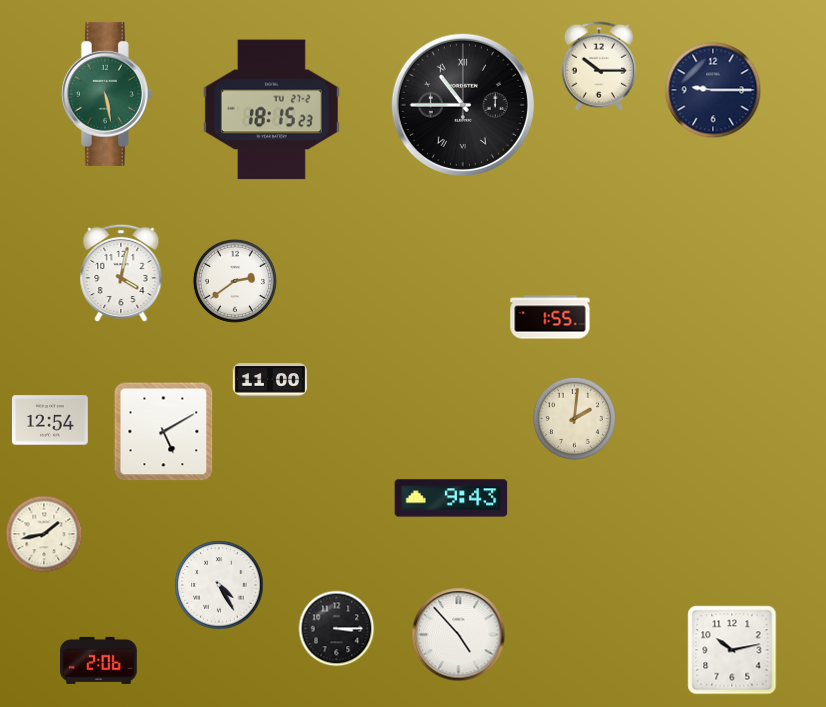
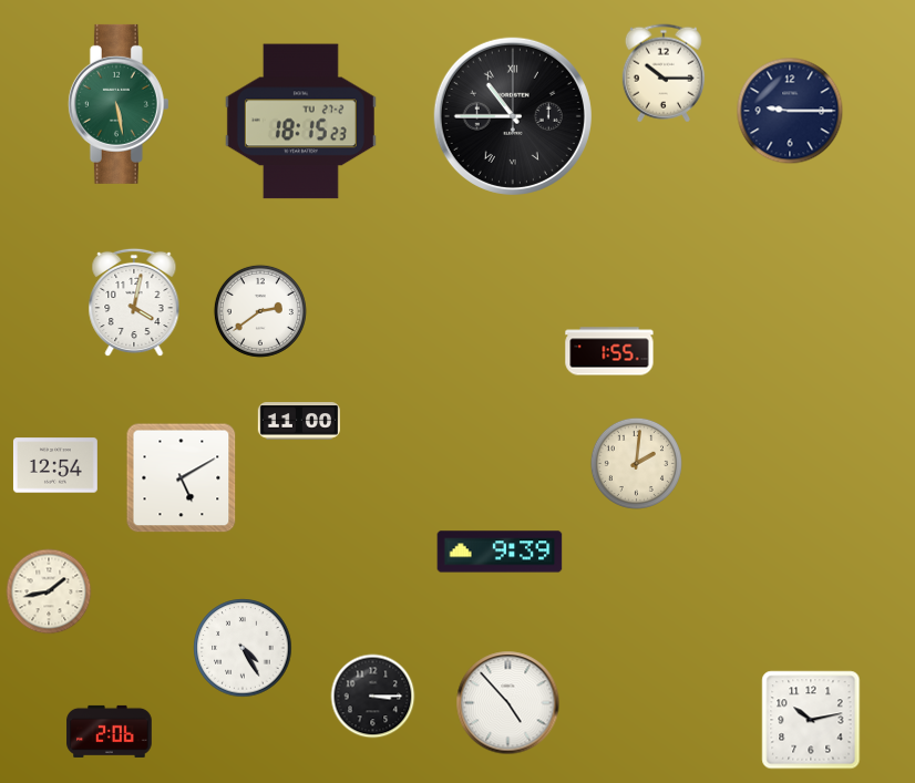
clock at (713, 90) position: (713, 90) -> (790, 111)
clock at (451, 498): 9:43 -> 9:39
